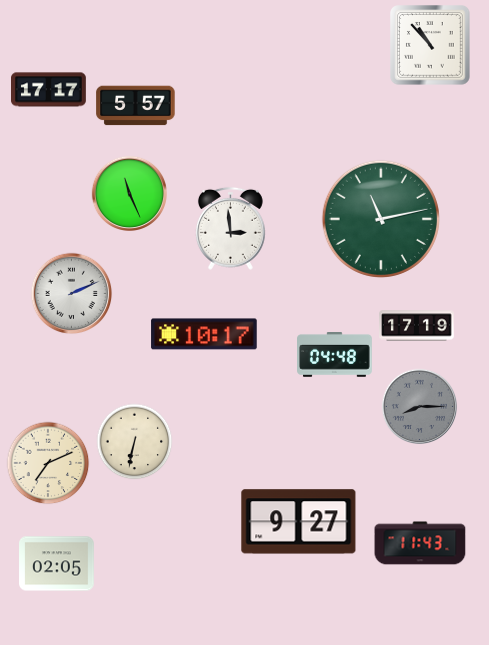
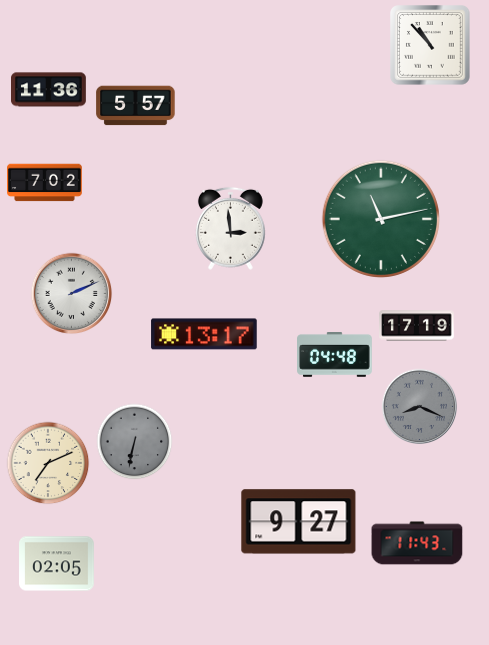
clock at (49, 90): 17:17 -> 11:36
clock at (45, 183): none -> 7:02
clock at (129, 193): 11:26 -> none
clock at (204, 334): 10:17 -> 13:17
clock at (419, 406): 8:15 -> 8:19
clock at (135, 442) dial: cream -> grey
clock at (420, 543) position: (420, 543) -> (417, 543)
